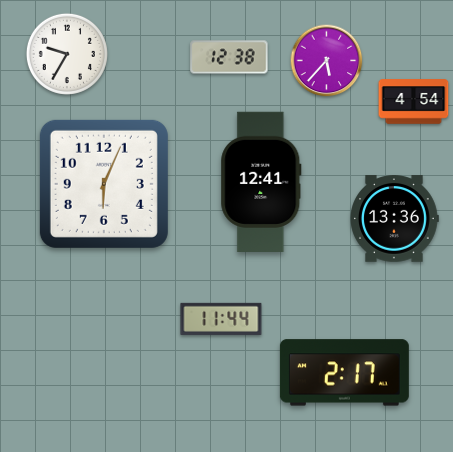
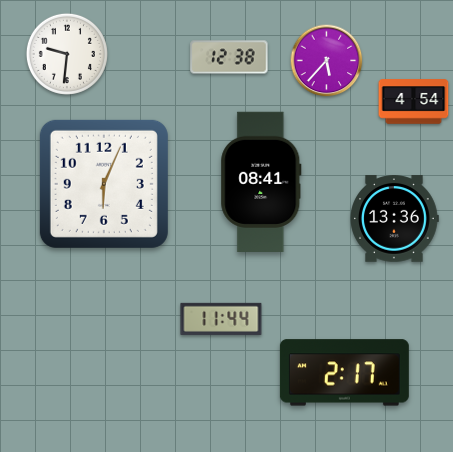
clock at (67, 54): 9:35 -> 9:31
clock at (261, 181): 12:41 -> 08:41
